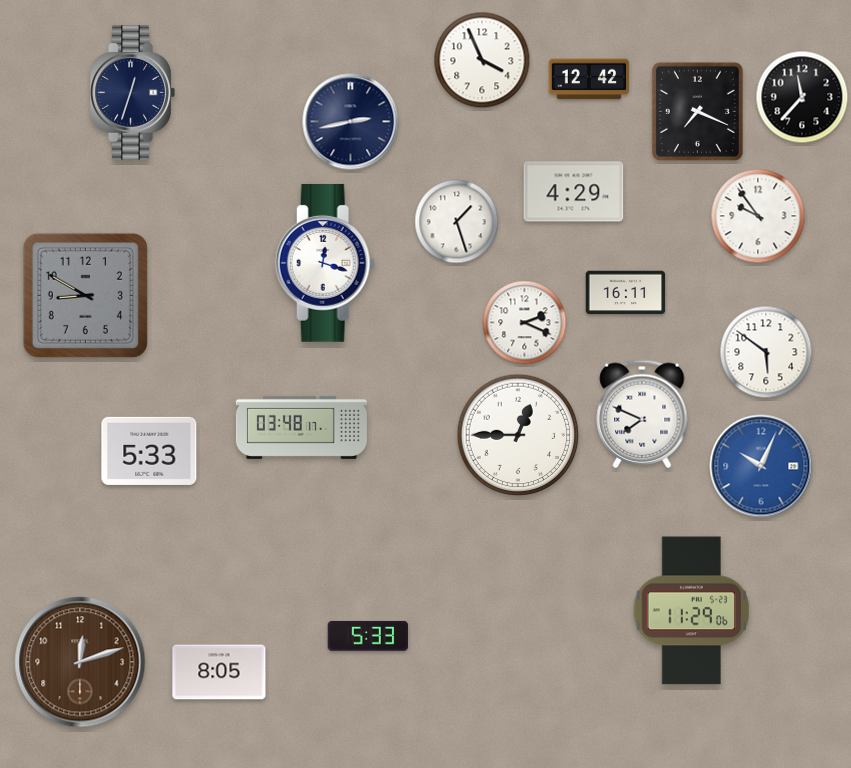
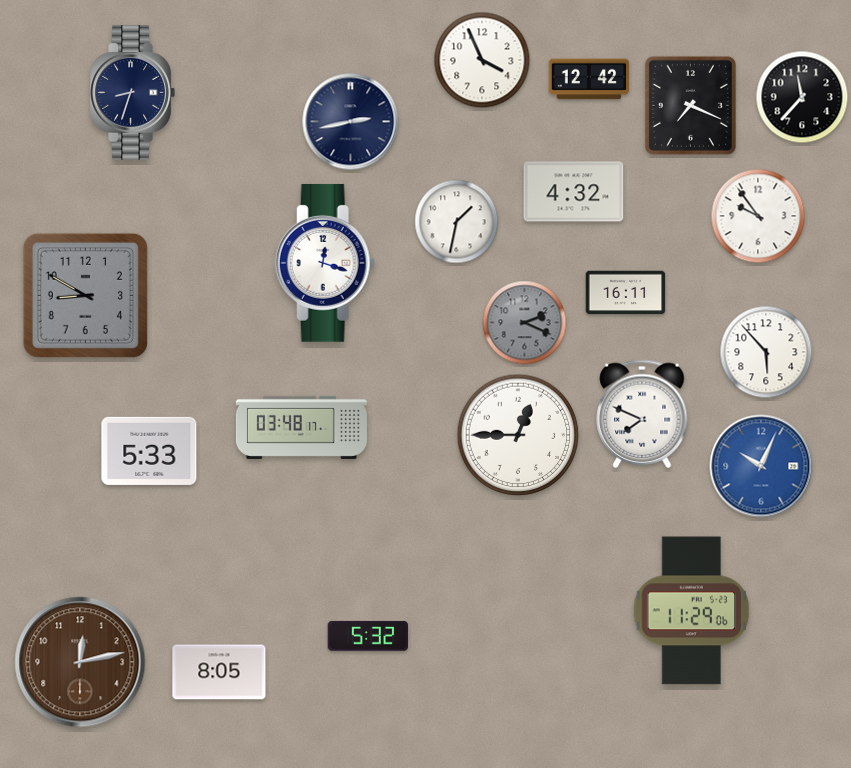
clock at (132, 93): 12:33 -> 8:33
clock at (697, 111) position: (697, 111) -> (690, 105)
clock at (574, 192): 4:29 -> 4:32
clock at (457, 222): 1:27 -> 1:32
clock at (525, 323) dial: white -> grey
clock at (766, 352): 5:51 -> 5:53
clock at (367, 636): 5:33 -> 5:32
clock at (80, 662): 12:12 -> 12:13
